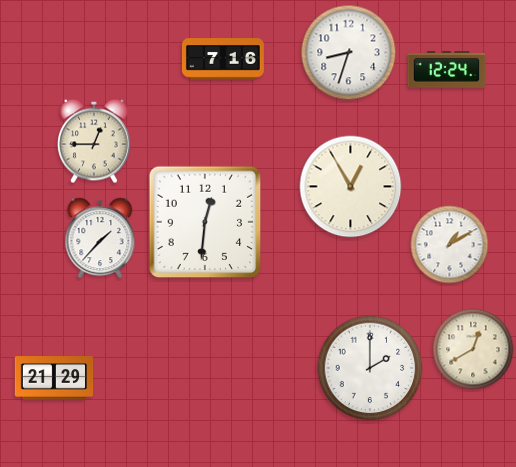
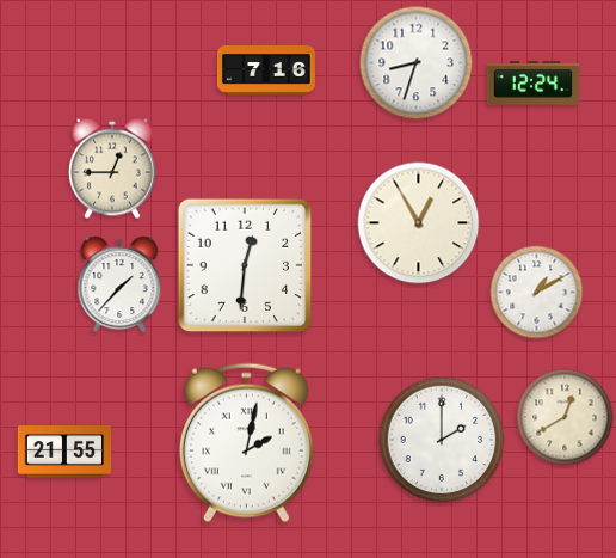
clock at (246, 443): none -> 2:02
clock at (54, 378): 21:29 -> 21:55
